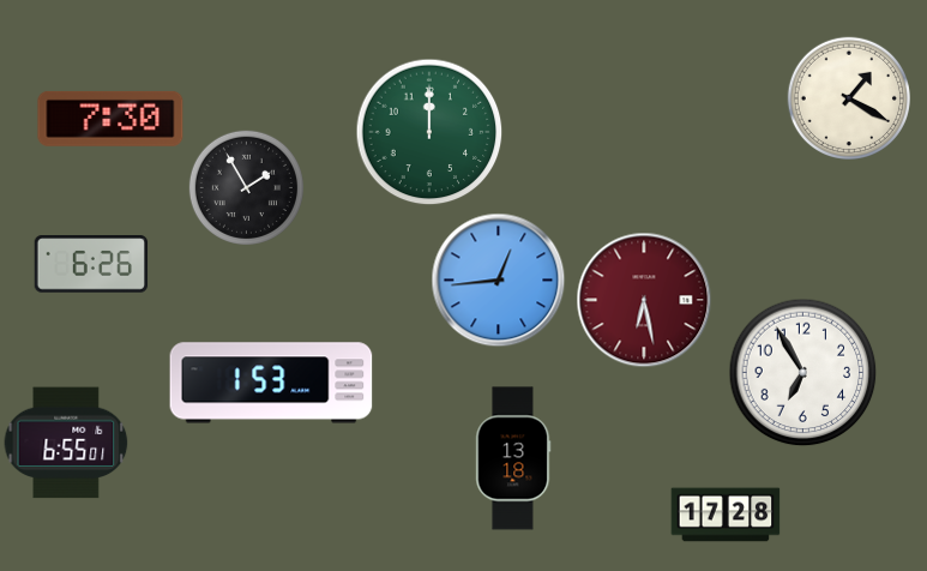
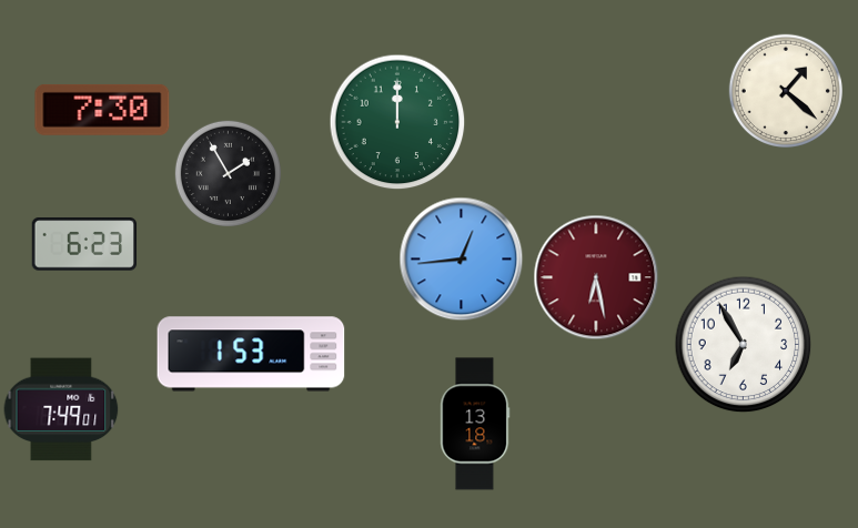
clock at (848, 97): 1:20 -> 1:22
clock at (91, 264): 6:26 -> 6:23
clock at (66, 443): 6:55 -> 7:49
clock at (726, 515): 17:28 -> none
